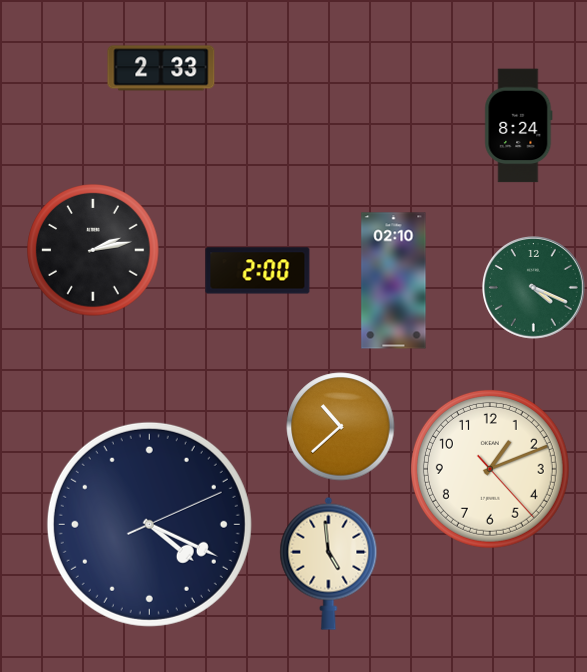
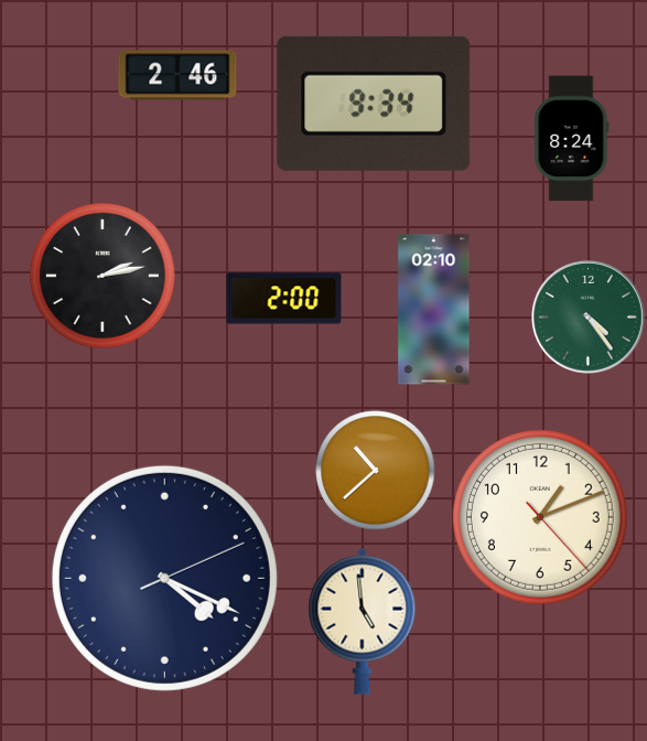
clock at (161, 68): 2:33 -> 2:46
clock at (374, 104): none -> 9:34
clock at (534, 288): 4:19 -> 4:24
